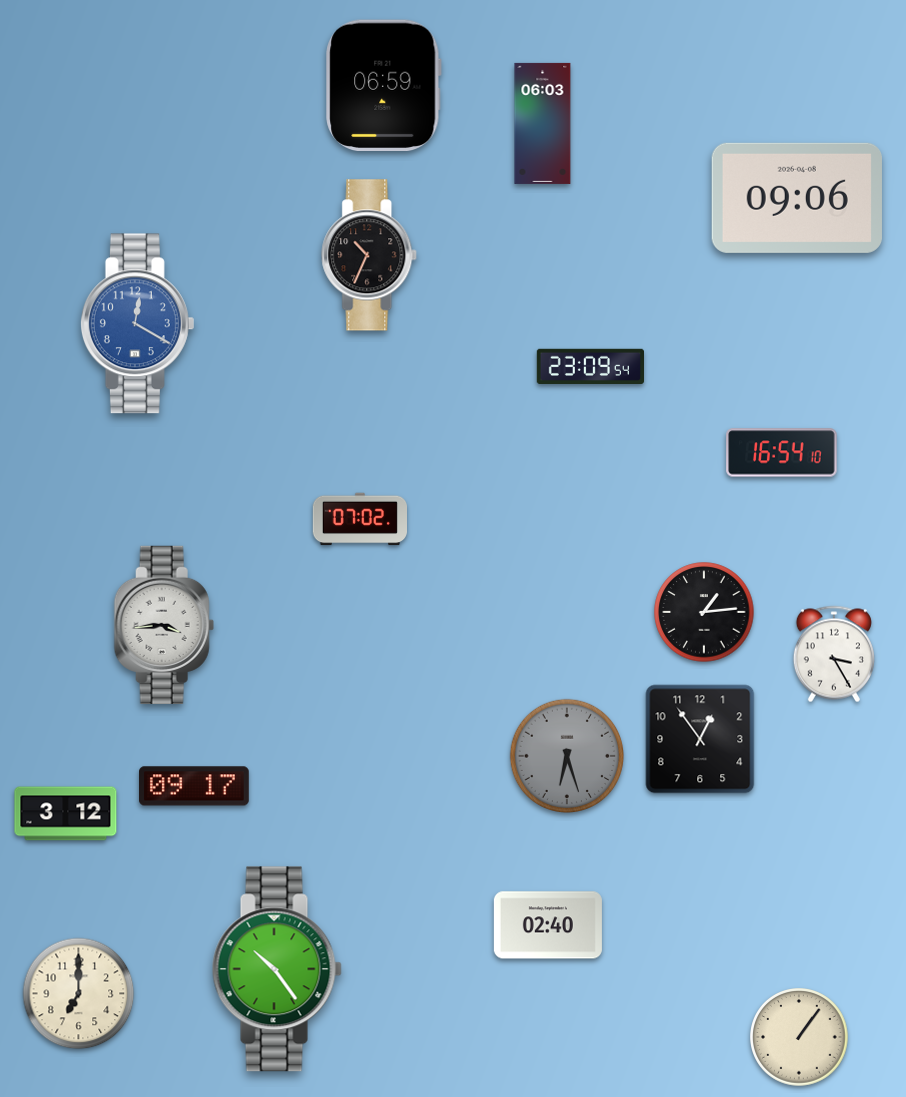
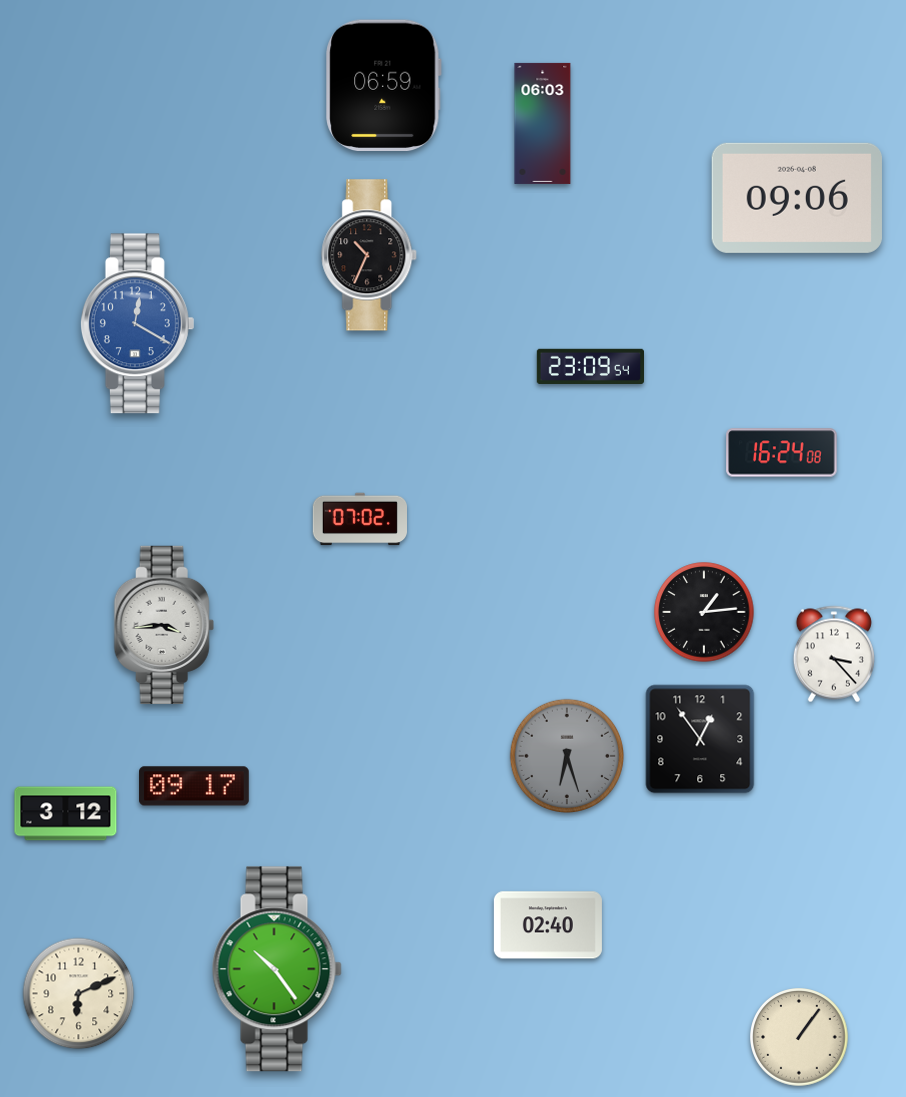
clock at (782, 453): 16:54 -> 16:24
clock at (834, 654): 3:25 -> 3:23
clock at (79, 994): 7:00 -> 6:11
